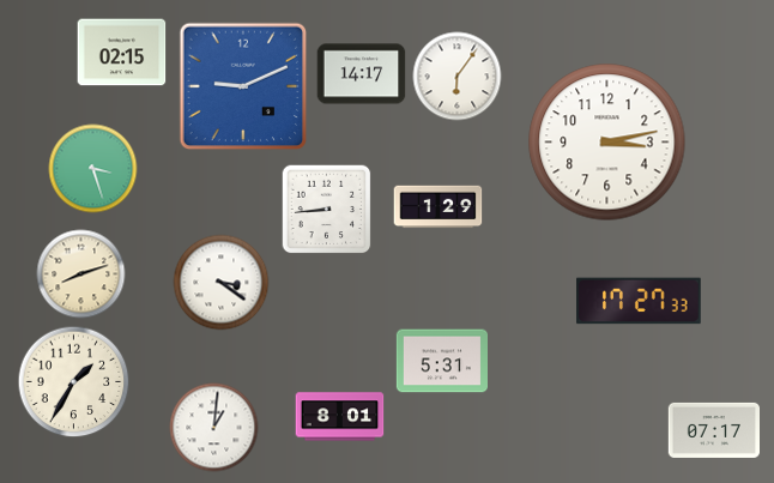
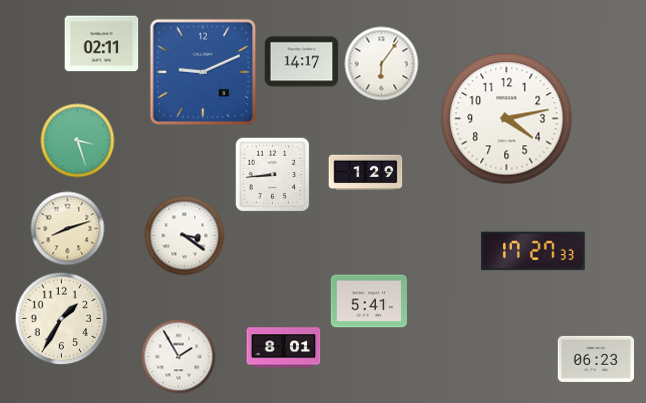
clock at (122, 53): 02:15 -> 02:11
clock at (607, 143): 3:13 -> 4:13
clock at (441, 361): 5:31 -> 5:41
clock at (214, 428): 1:01 -> 1:55
clock at (713, 430): 07:17 -> 06:23
